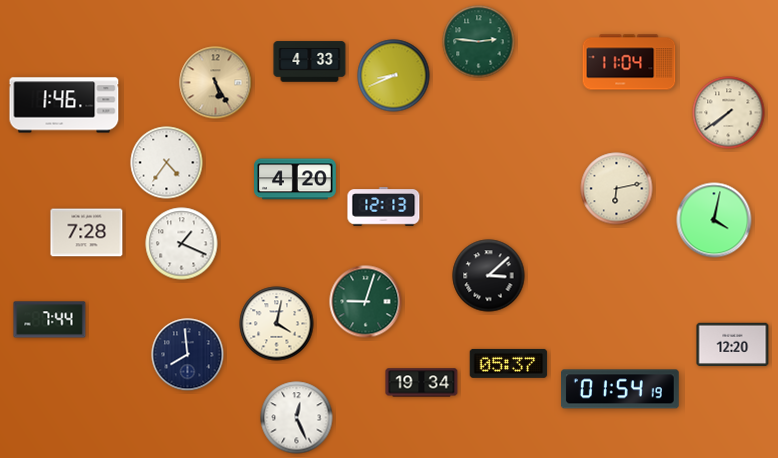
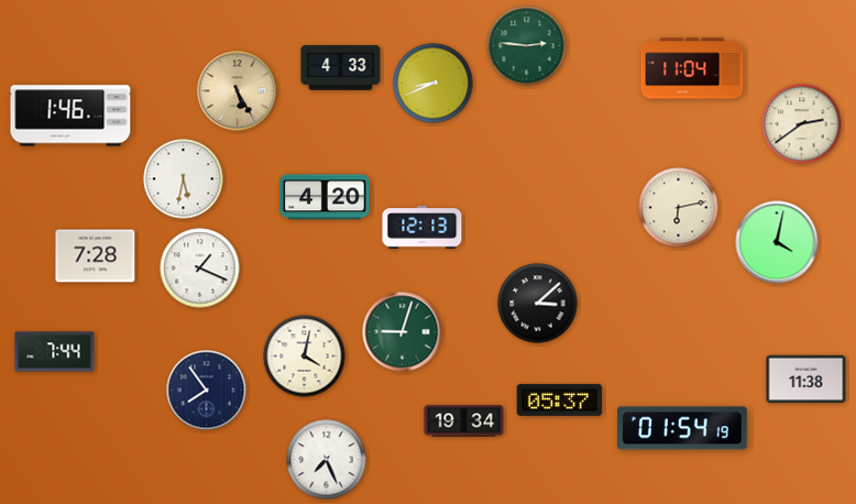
clock at (729, 113): 7:39 -> 2:39
clock at (167, 163): 4:36 -> 5:32
clock at (714, 220) position: (714, 220) -> (777, 242)
clock at (733, 345): 12:20 -> 11:38
clock at (188, 355): 7:59 -> 7:54
clock at (297, 418): 12:26 -> 7:26
